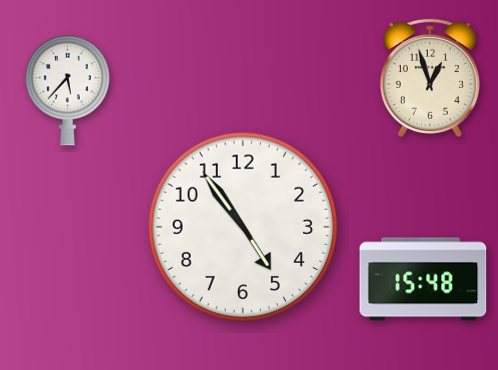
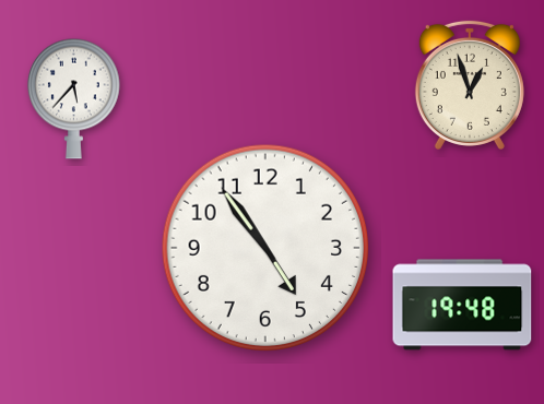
clock at (423, 279): 15:48 -> 19:48
